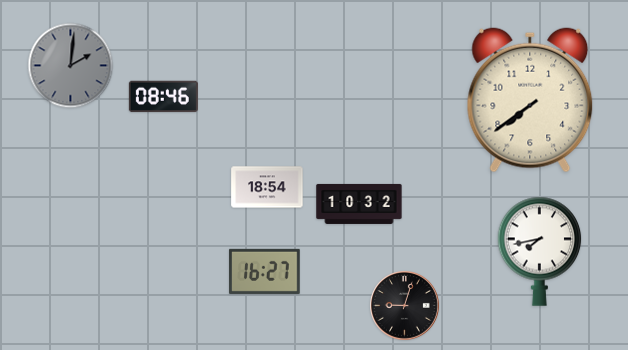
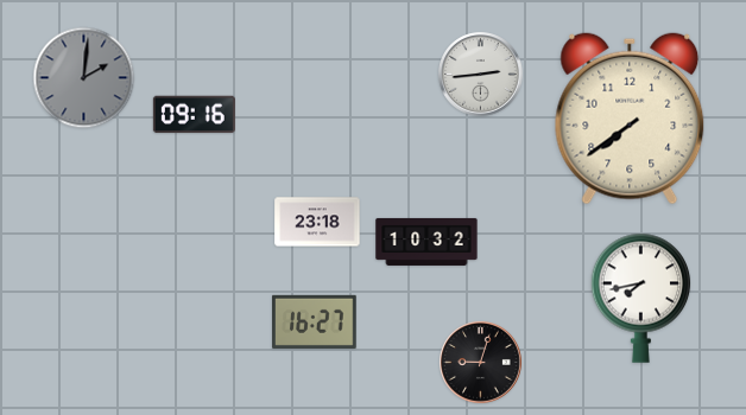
clock at (481, 75): none -> 2:44
clock at (163, 97): 08:46 -> 09:16
clock at (267, 187): 18:54 -> 23:18
